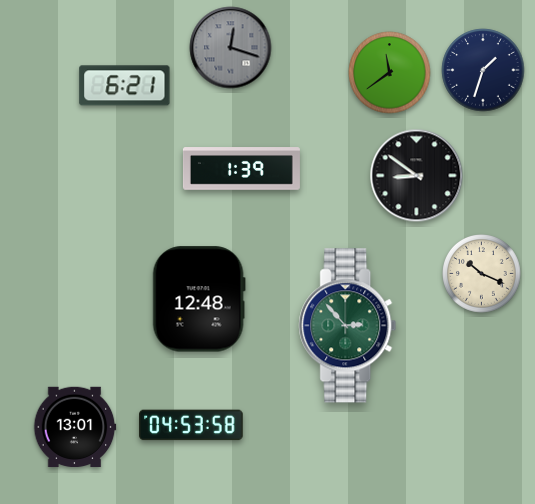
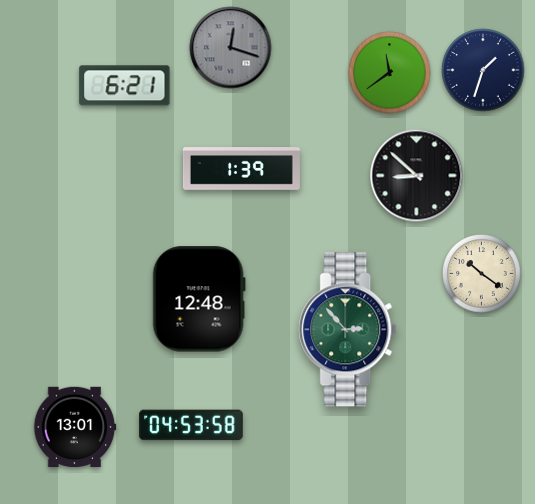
clock at (417, 176): 8:51 -> 8:52
clock at (482, 274): 10:19 -> 10:21
clock at (348, 326) position: (348, 326) -> (348, 330)
